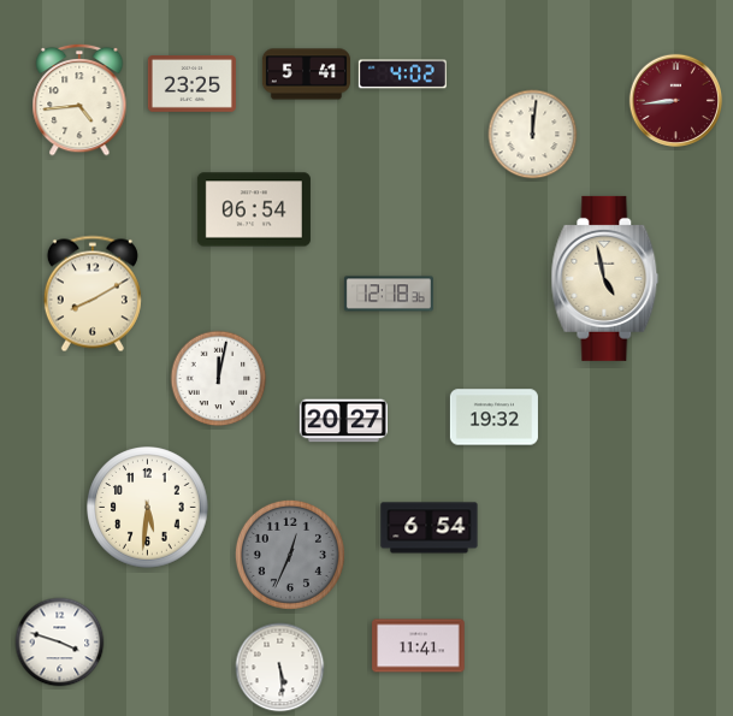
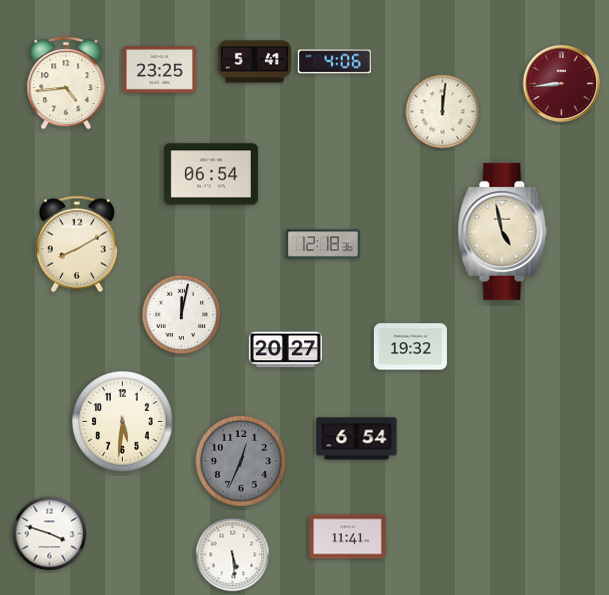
clock at (402, 75): 4:02 -> 4:06
